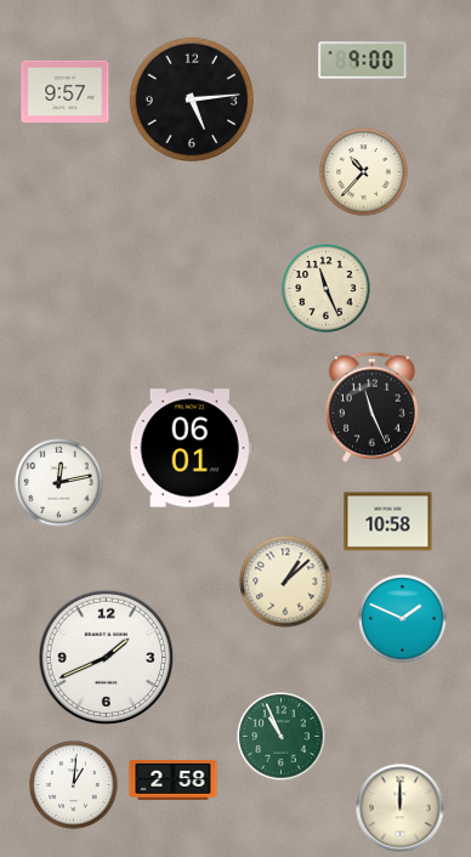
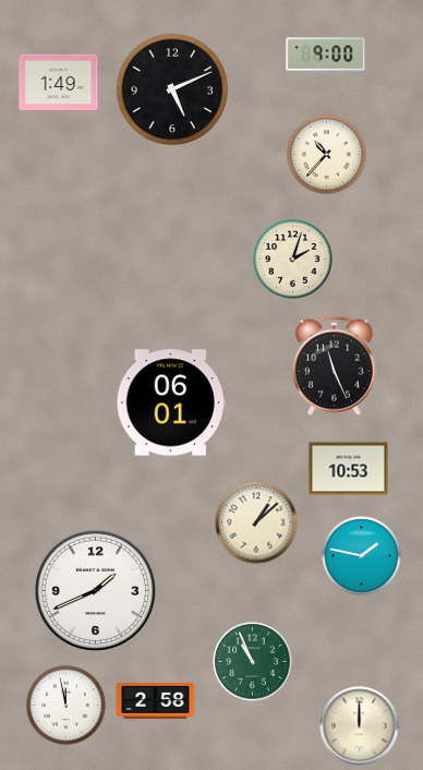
clock at (66, 92): 9:57 -> 1:49
clock at (191, 98): 5:14 -> 5:11
clock at (327, 289): 11:26 -> 2:03
clock at (59, 483): 12:13 -> none
clock at (388, 522): 10:58 -> 10:53
clock at (403, 619): 1:49 -> 1:47
clock at (74, 785): 1:01 -> 11:58
